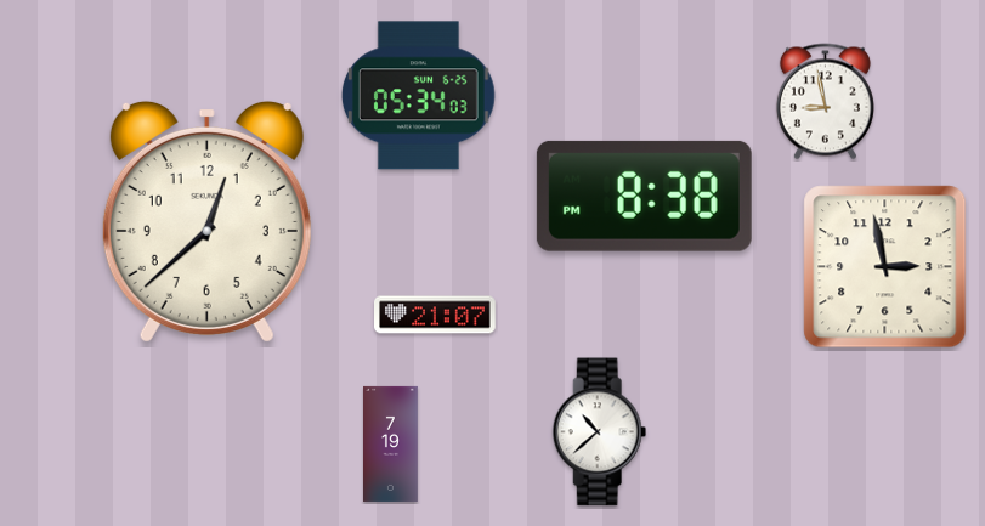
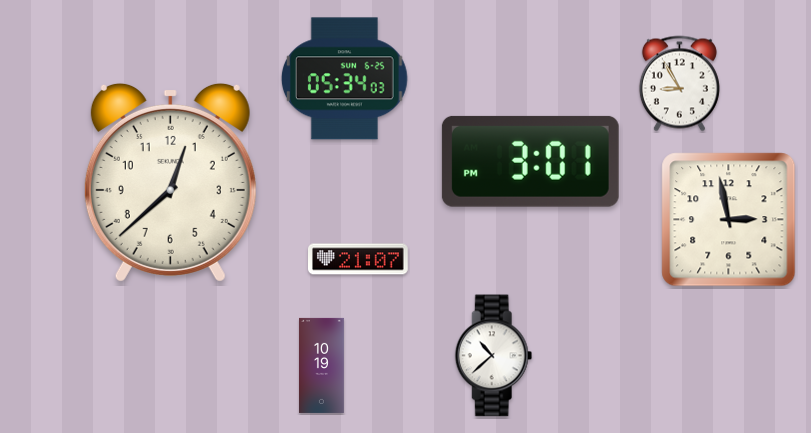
clock at (825, 102): 8:58 -> 8:55
clock at (644, 196): 8:38 -> 3:01
clock at (391, 443): 7:19 -> 10:19
